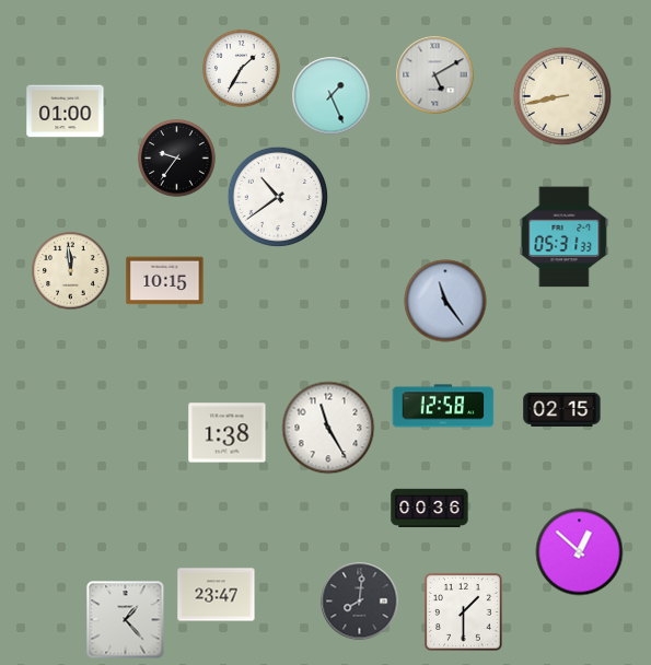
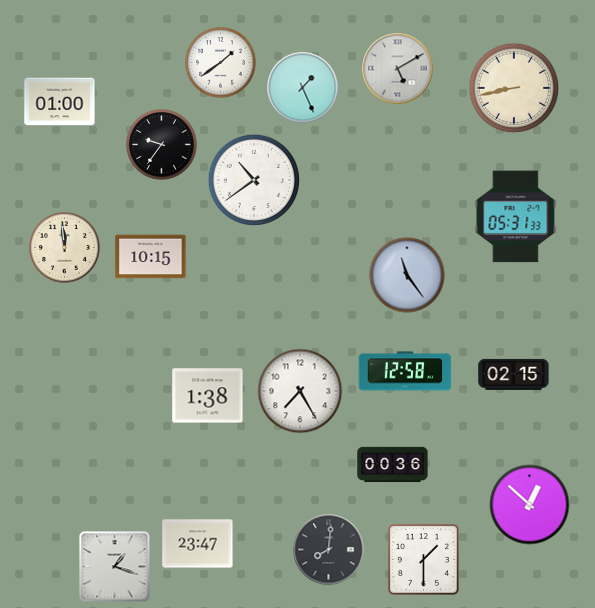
clock at (242, 69): 1:35 -> 1:39
clock at (328, 428): 11:25 -> 7:25
clock at (126, 620): 1:23 -> 1:18
